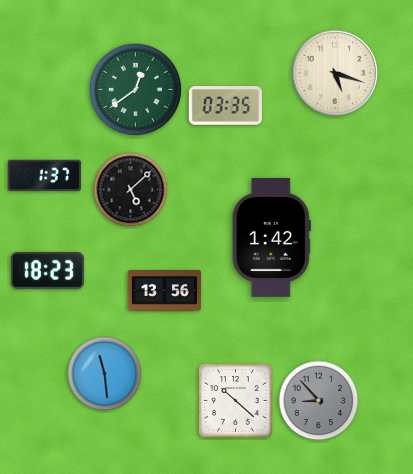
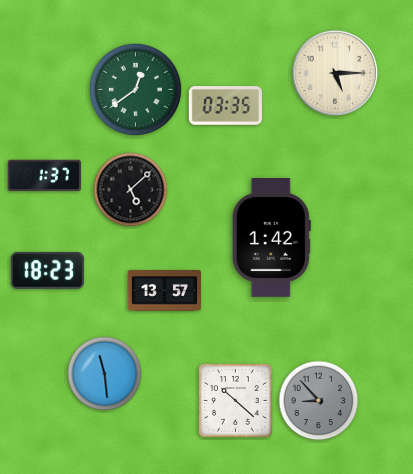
clock at (334, 72): 5:18 -> 5:15
clock at (164, 291): 13:56 -> 13:57
